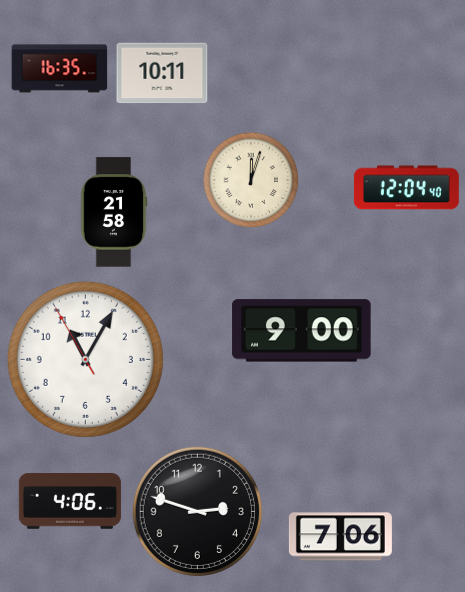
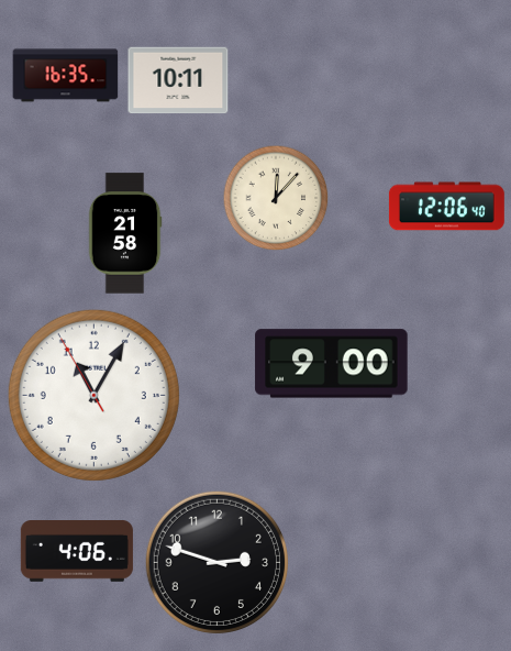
clock at (251, 180): 12:03 -> 12:07
clock at (406, 188): 12:04 -> 12:06
clock at (340, 537): 7:06 -> none
